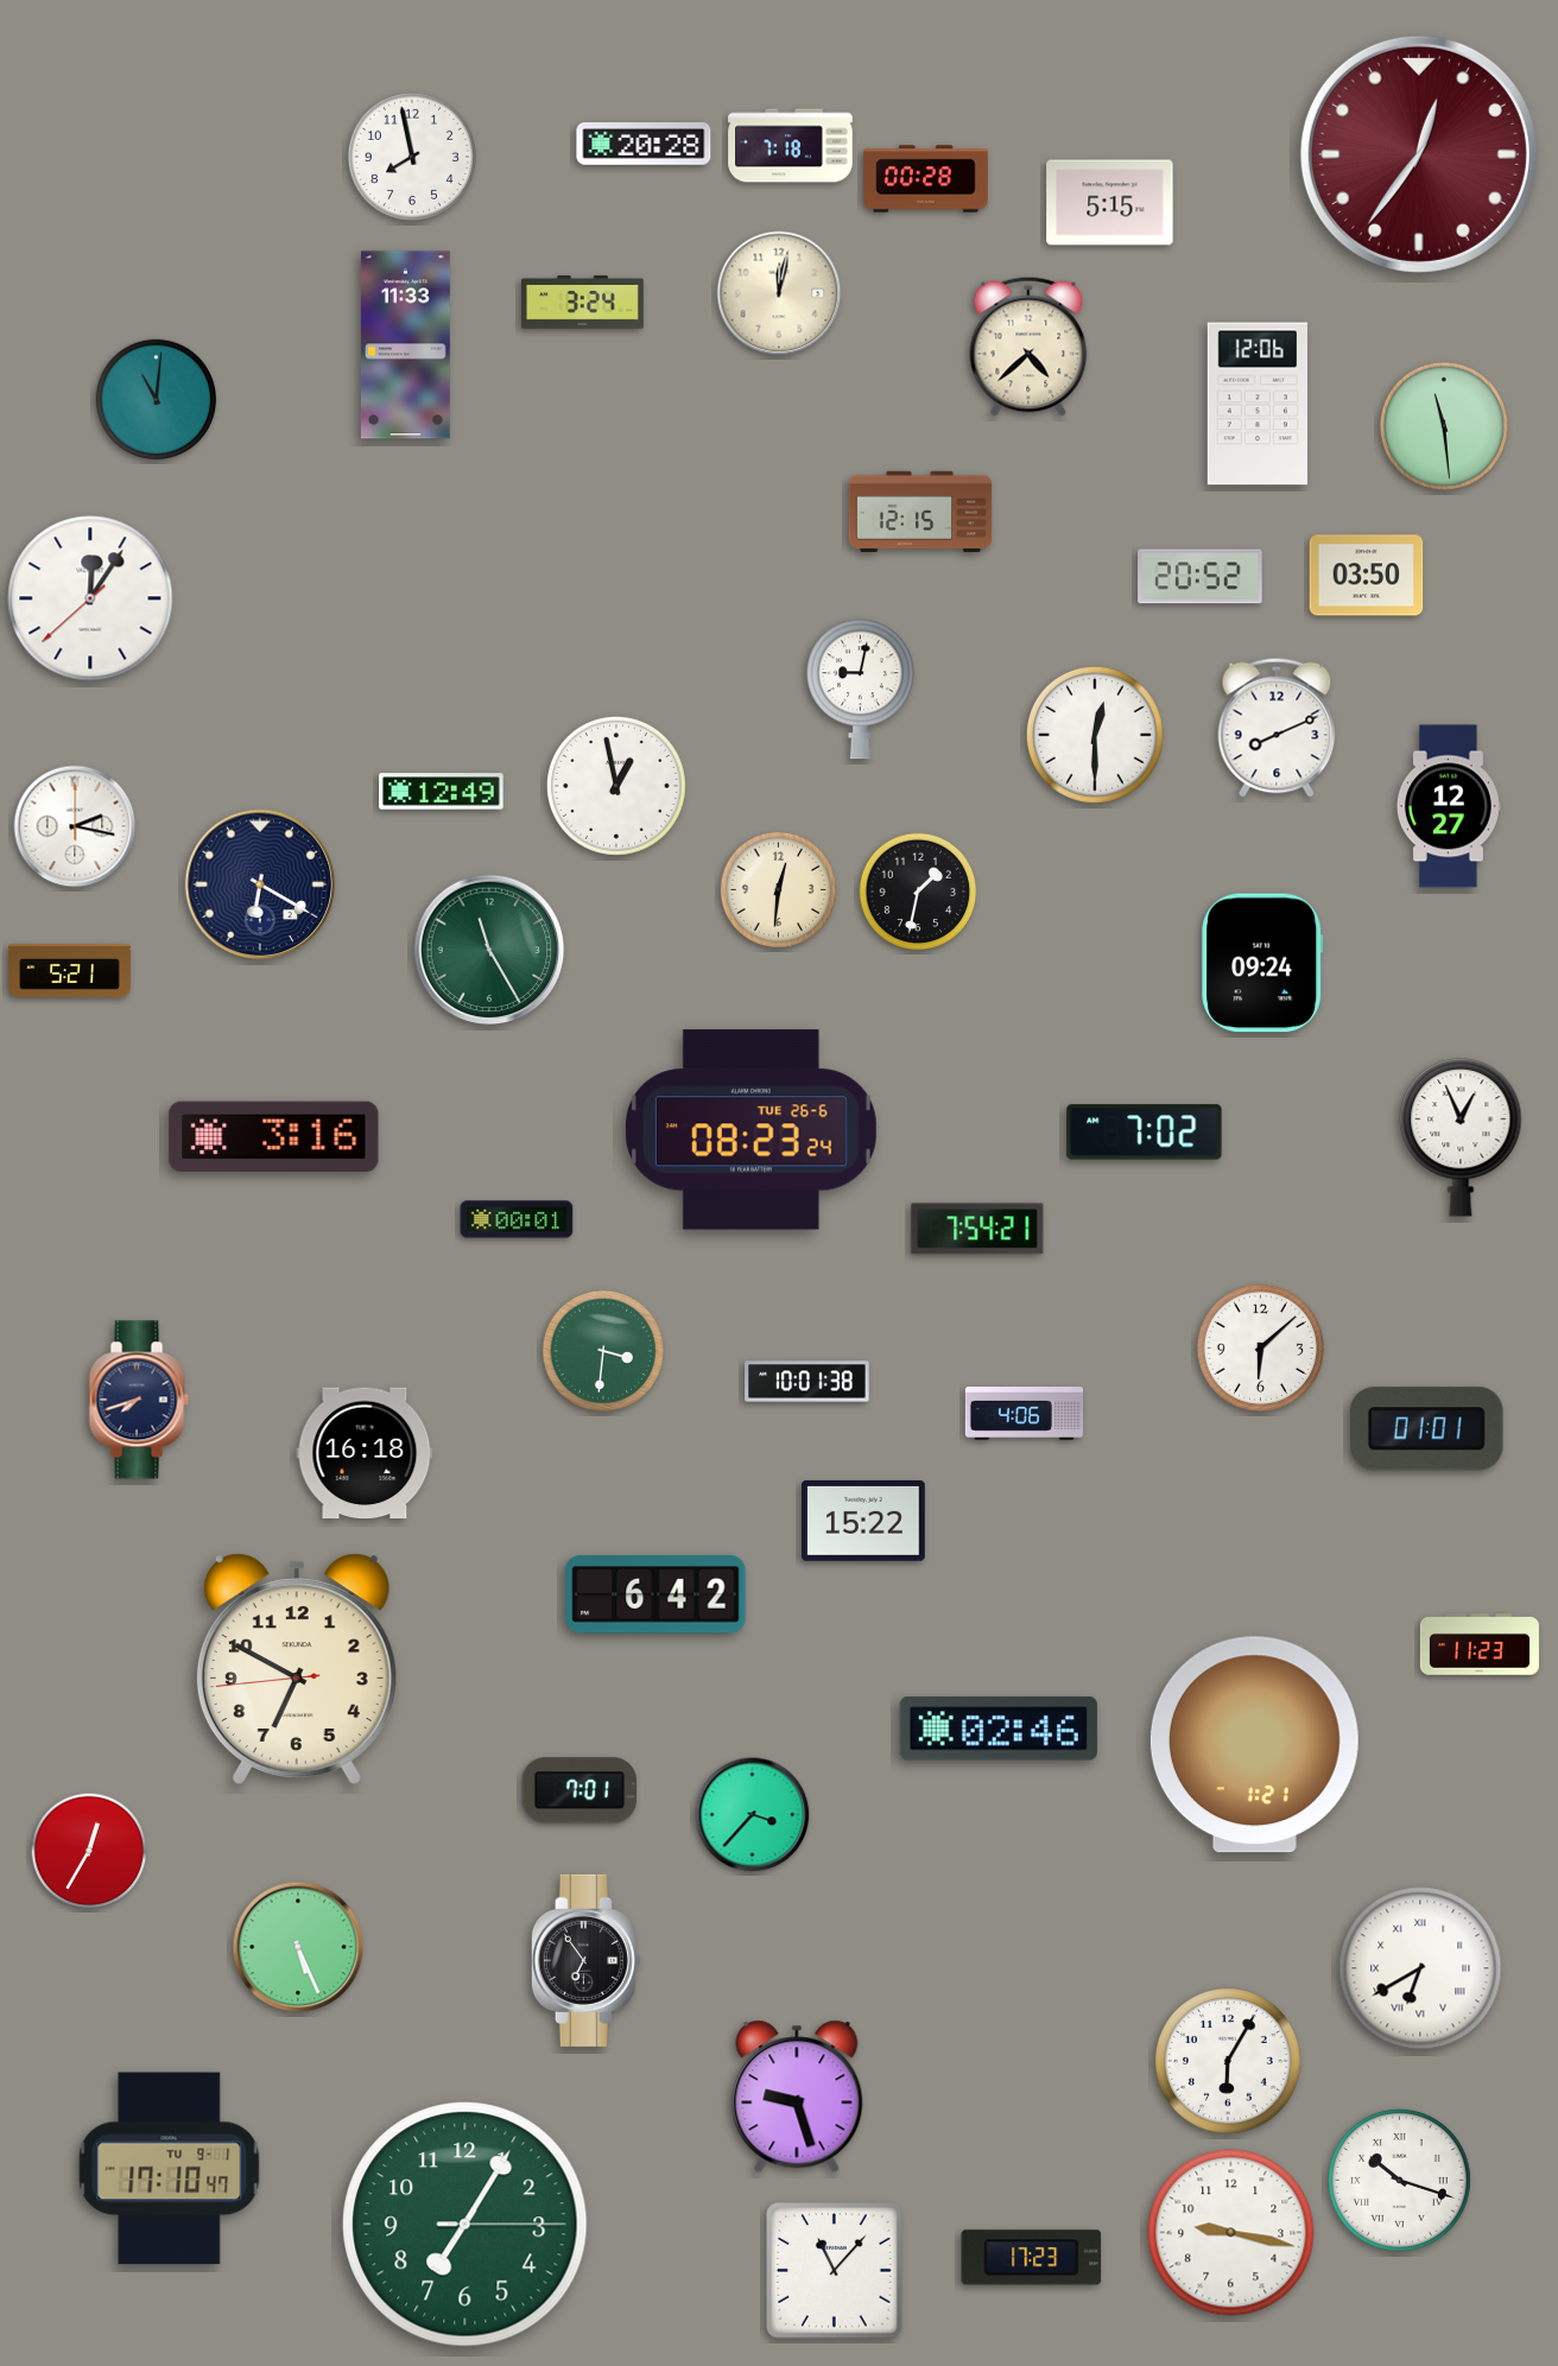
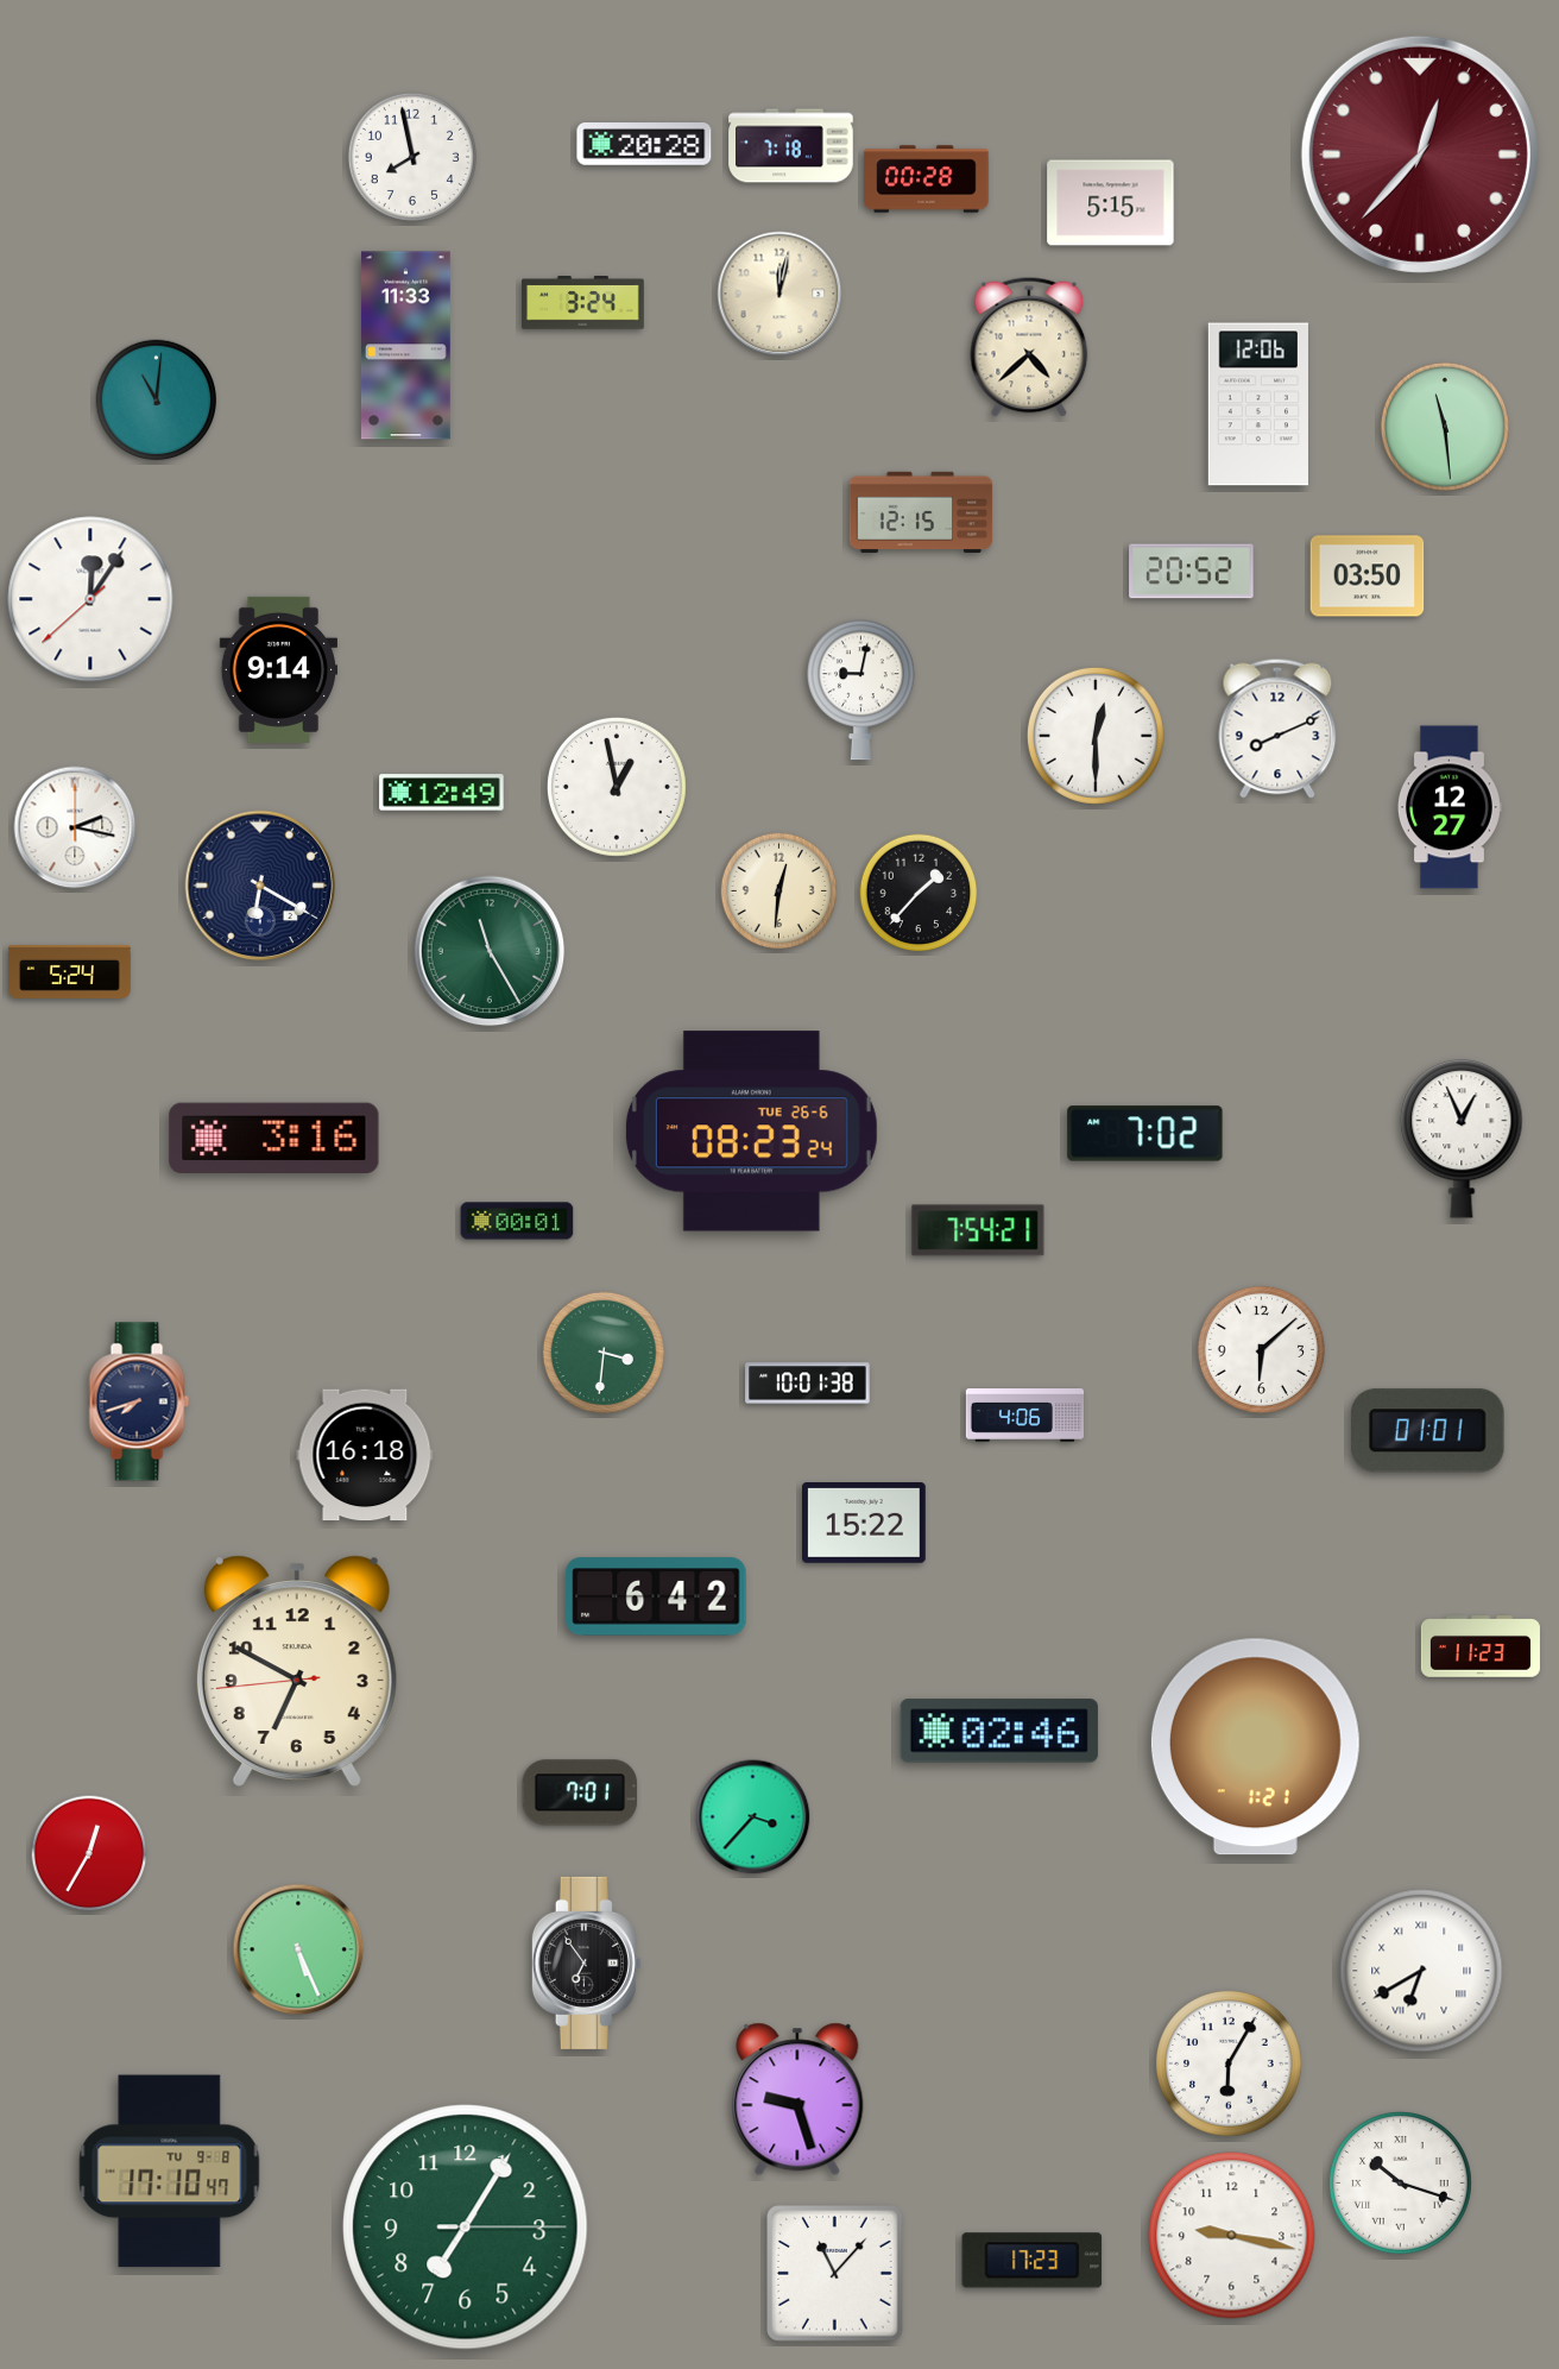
clock at (1419, 154): 12:36 -> 12:37
clock at (1201, 577) position: (1201, 577) -> (1192, 572)
clock at (278, 669): none -> 9:14
clock at (918, 892): 1:32 -> 1:37
clock at (1262, 963): 09:24 -> none
clock at (70, 970): 5:21 -> 5:24
clock at (170, 2169) date: TU 9-1 -> TU 9-8
